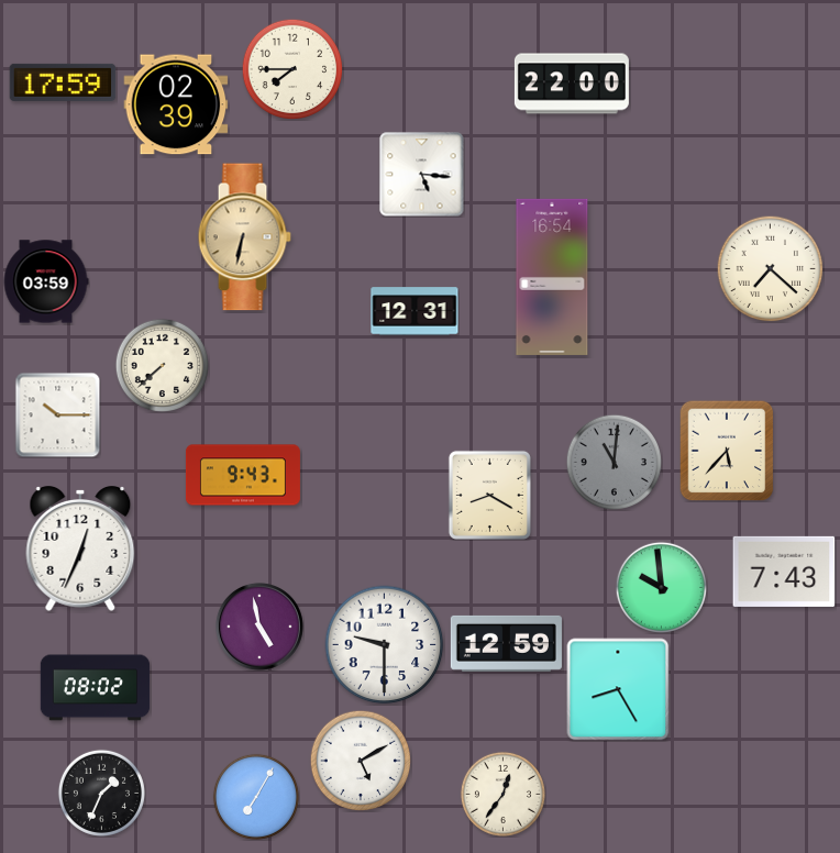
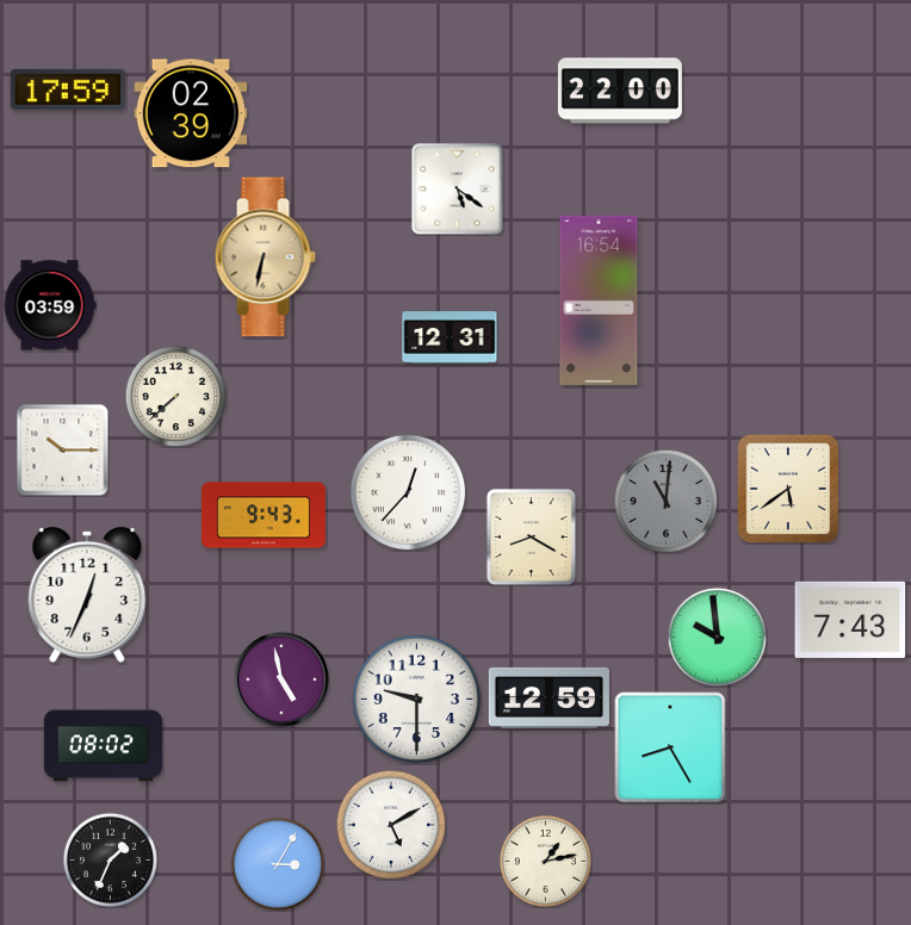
clock at (292, 69): 7:45 -> none
clock at (422, 175): 5:16 -> 5:21
clock at (770, 268): 7:22 -> none
clock at (727, 451): 5:37 -> 5:39
clock at (408, 492): none -> 12:37
clock at (502, 794): 12:36 -> 1:13
clock at (256, 797): 7:05 -> 3:05
